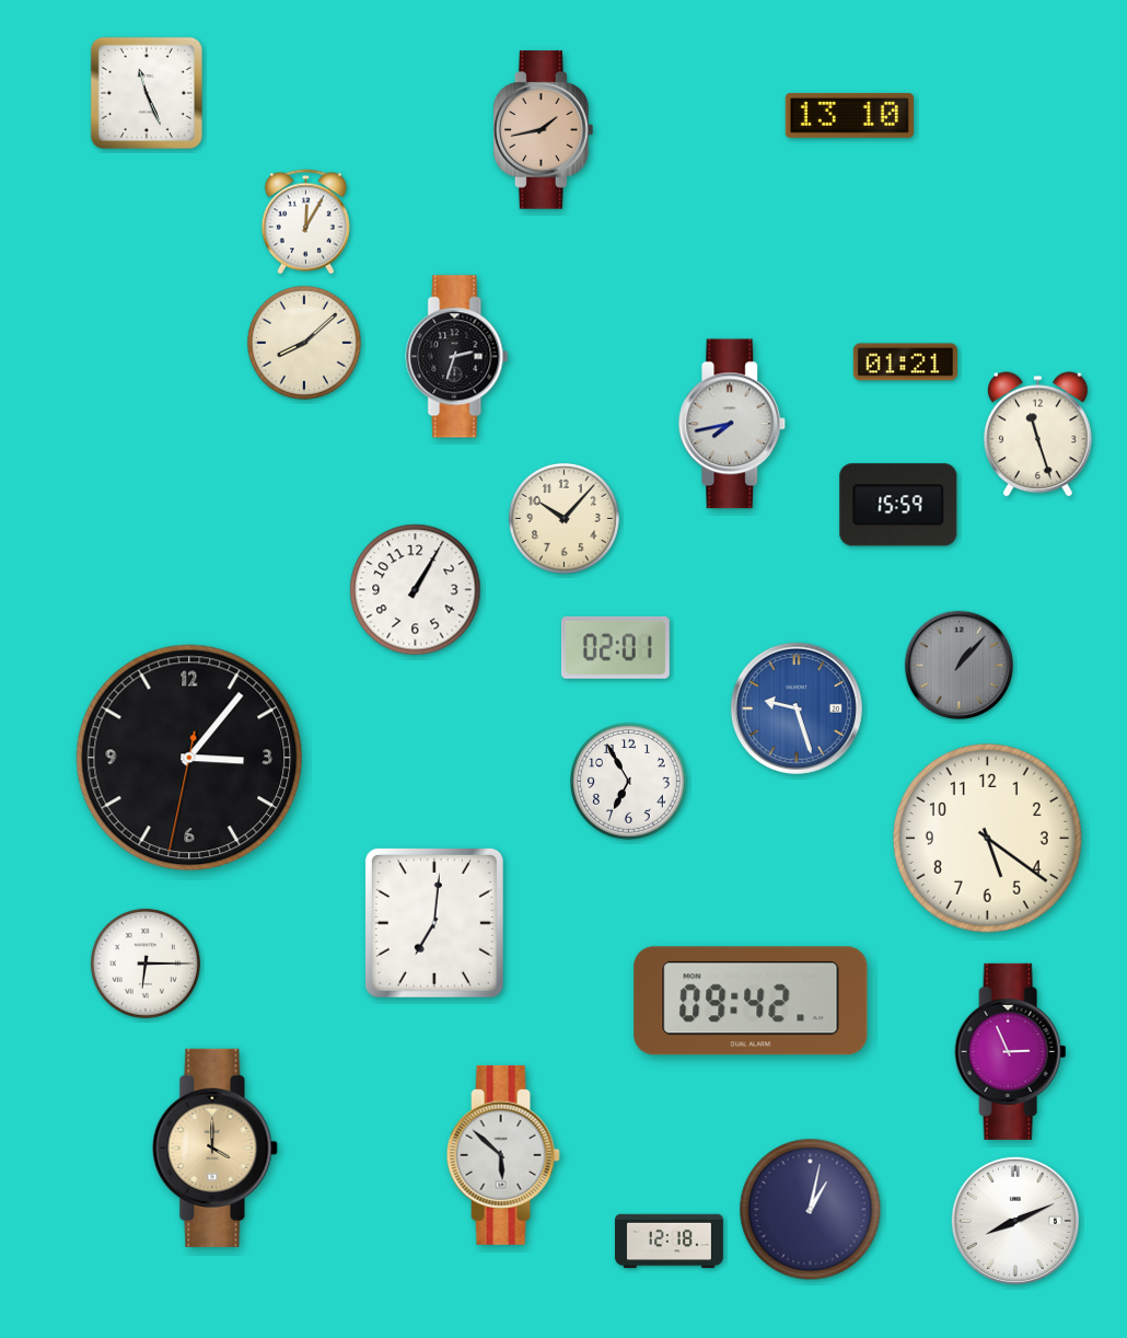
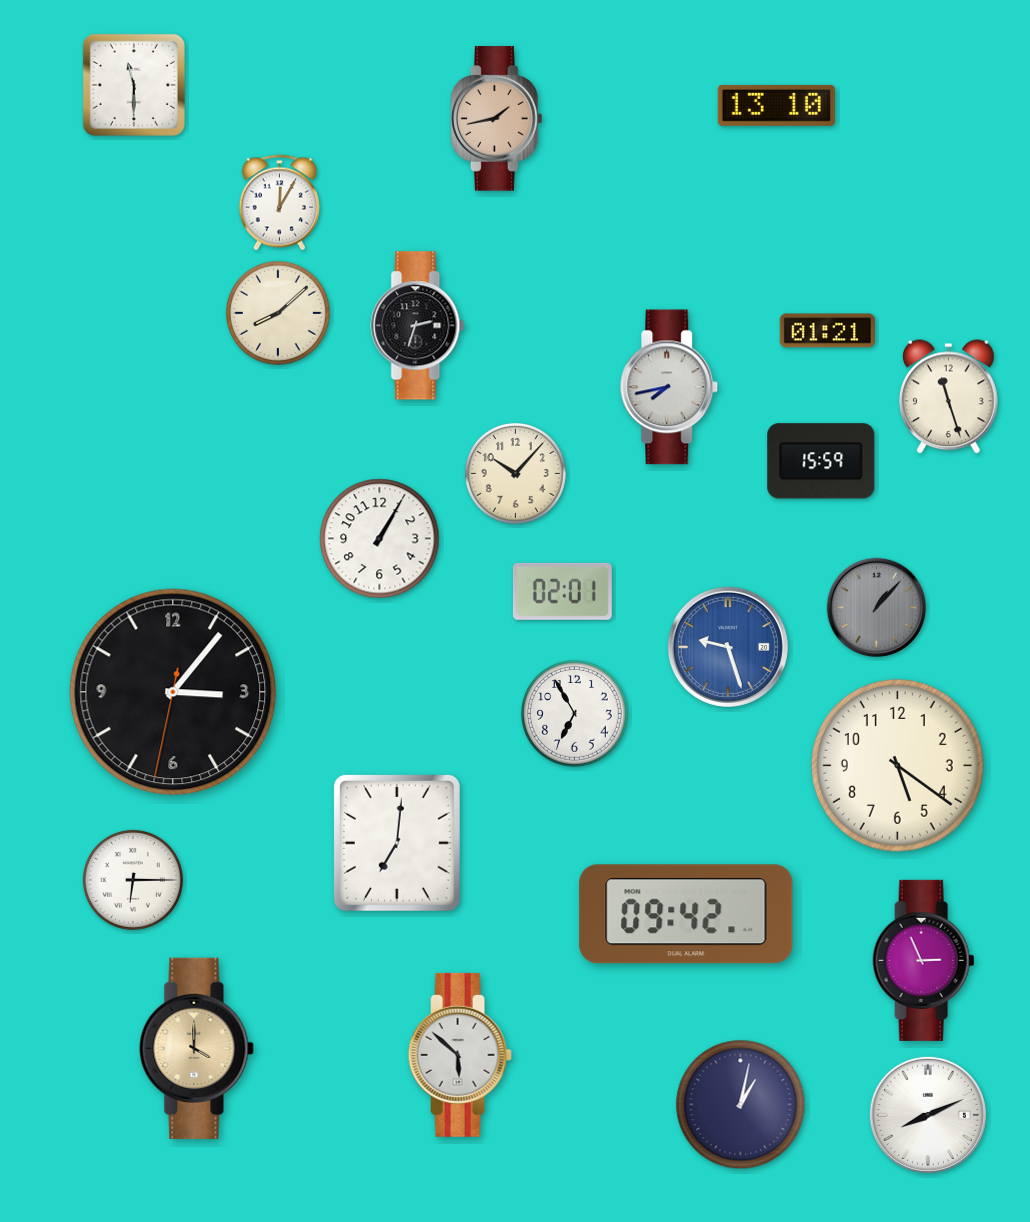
clock at (147, 93): 11:26 -> 11:30
clock at (987, 838) position: (987, 838) -> (897, 765)
clock at (670, 1242): 12:18 -> none
